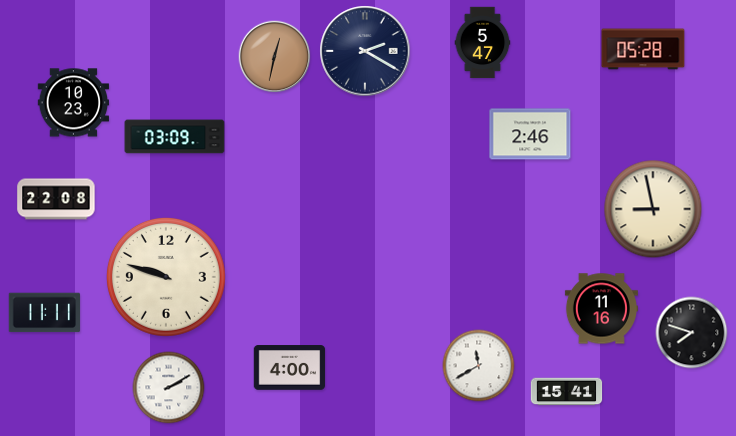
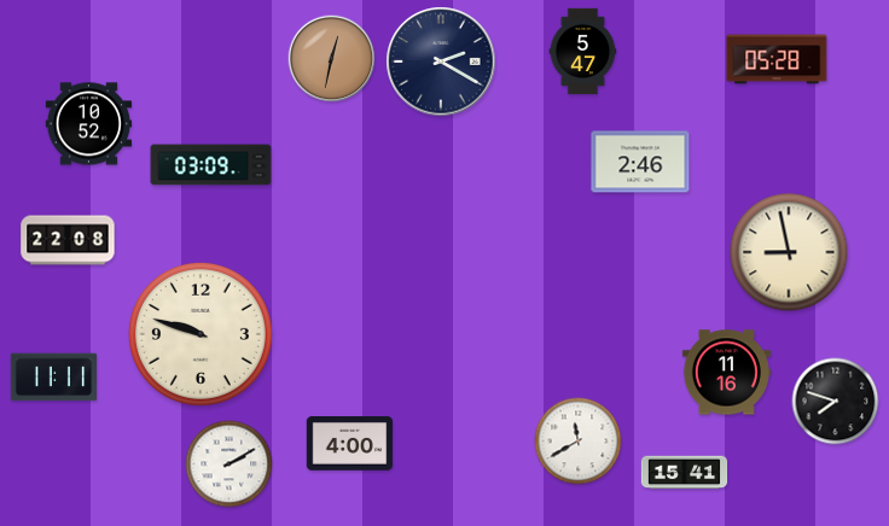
clock at (275, 57) position: (275, 57) -> (332, 59)
clock at (74, 103): 10:23 -> 10:52
clock at (169, 388) position: (169, 388) -> (229, 464)
